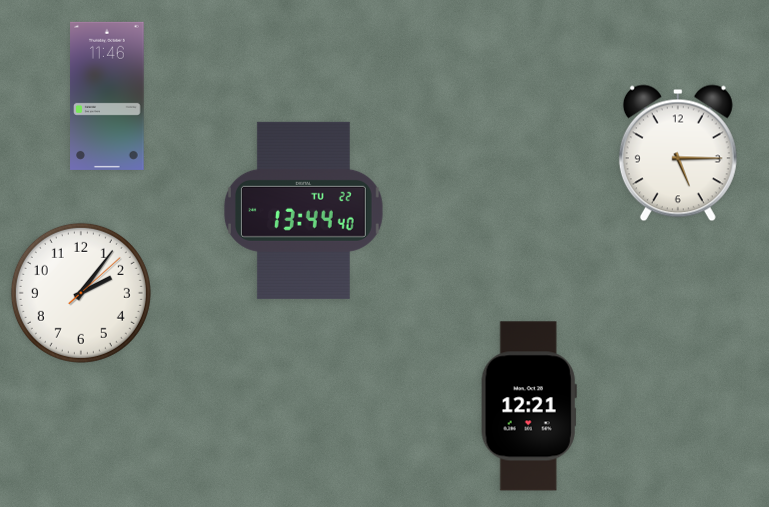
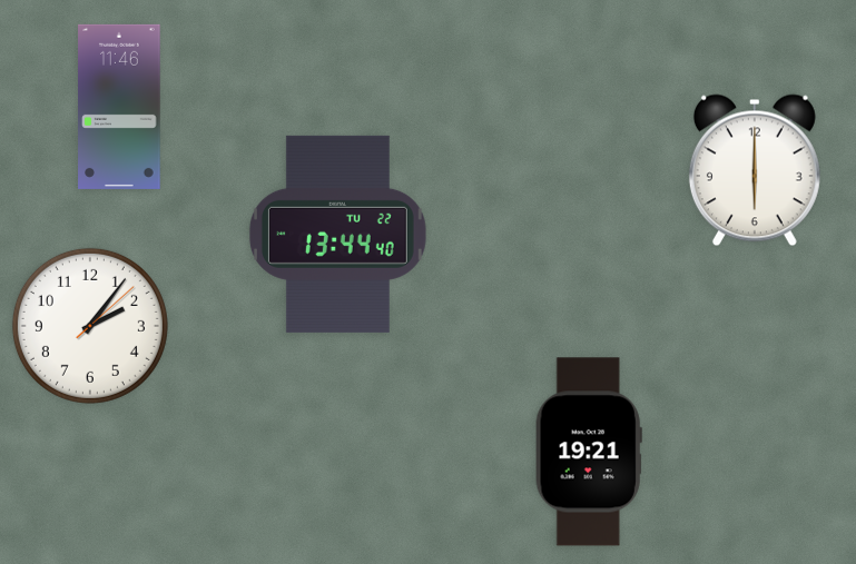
clock at (678, 153): 5:15 -> 6:00
clock at (529, 406): 12:21 -> 19:21
